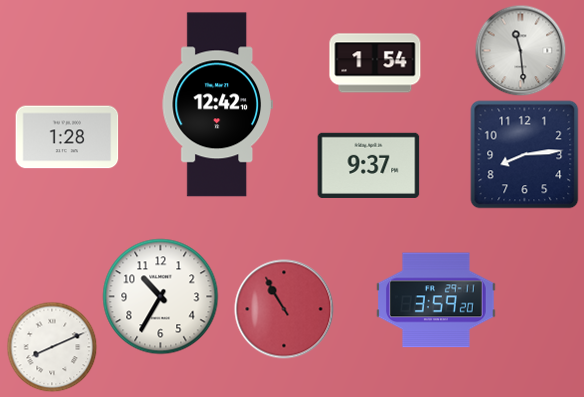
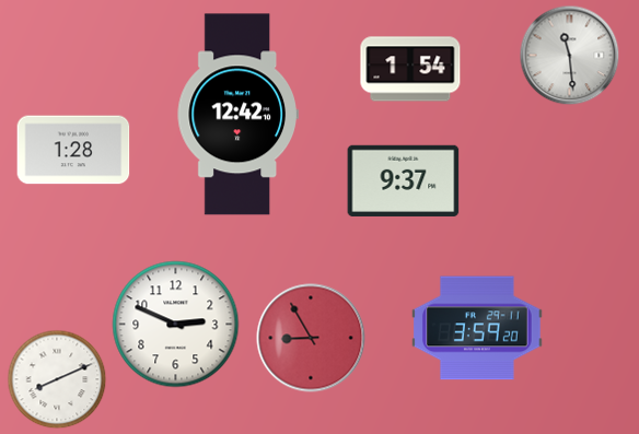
clock at (525, 155): 8:14 -> none
clock at (161, 297): 10:35 -> 2:49
clock at (284, 309): 10:55 -> 8:55
